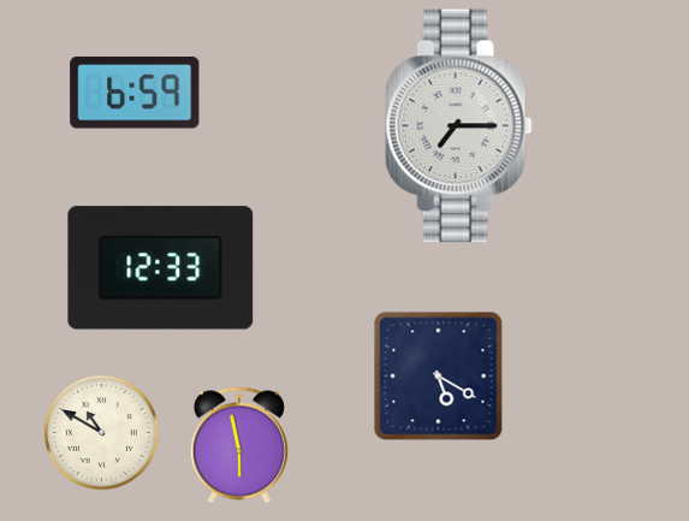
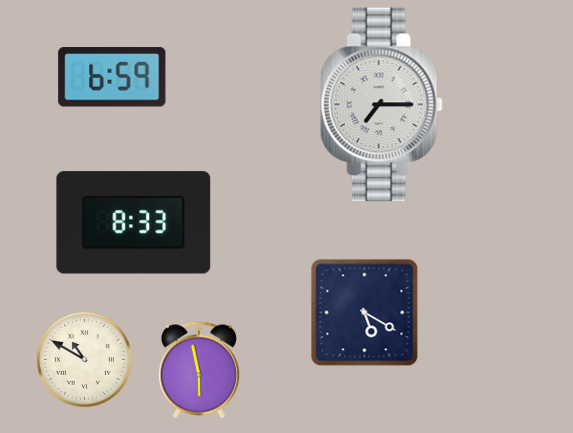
clock at (161, 268): 12:33 -> 8:33
